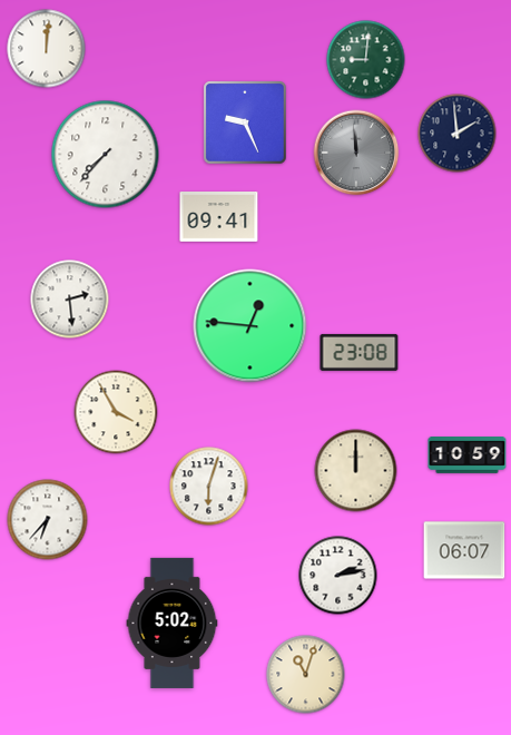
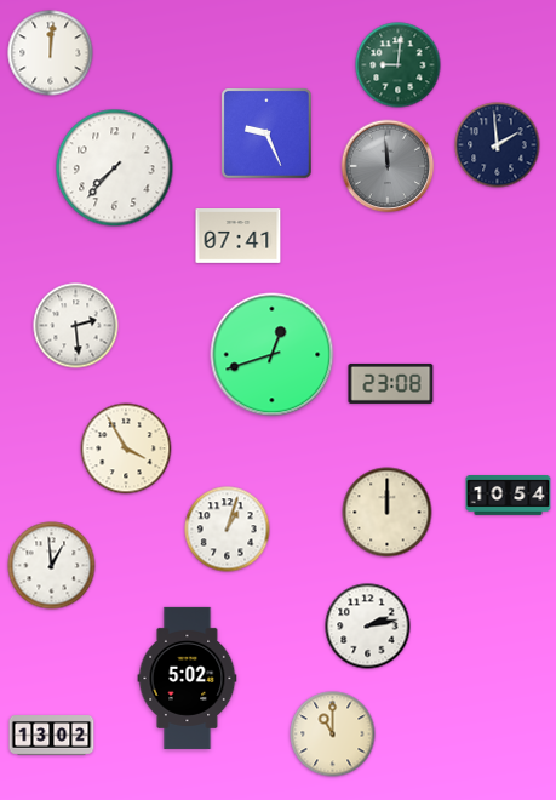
clock at (219, 217): 09:41 -> 07:41
clock at (250, 326): 12:46 -> 12:42
clock at (468, 455): 10:59 -> 10:54
clock at (209, 487): 6:03 -> 1:03
clock at (48, 520): 6:37 -> 12:59
clock at (464, 550): 06:07 -> none
clock at (306, 675): 11:03 -> 11:00
clock at (52, 736): none -> 13:02
